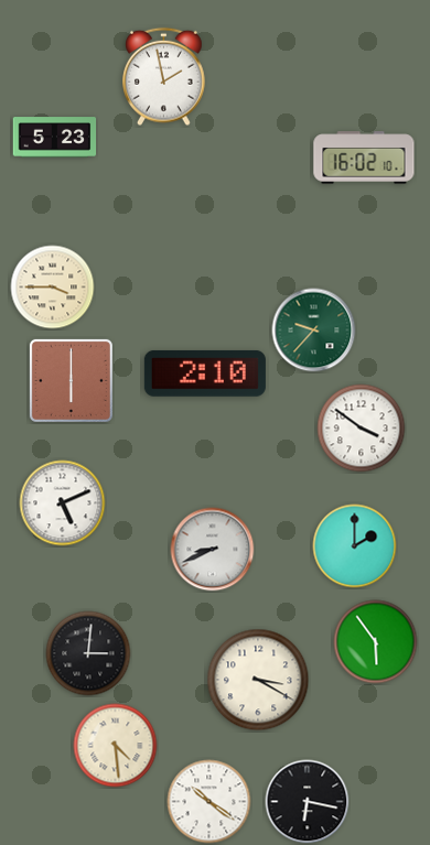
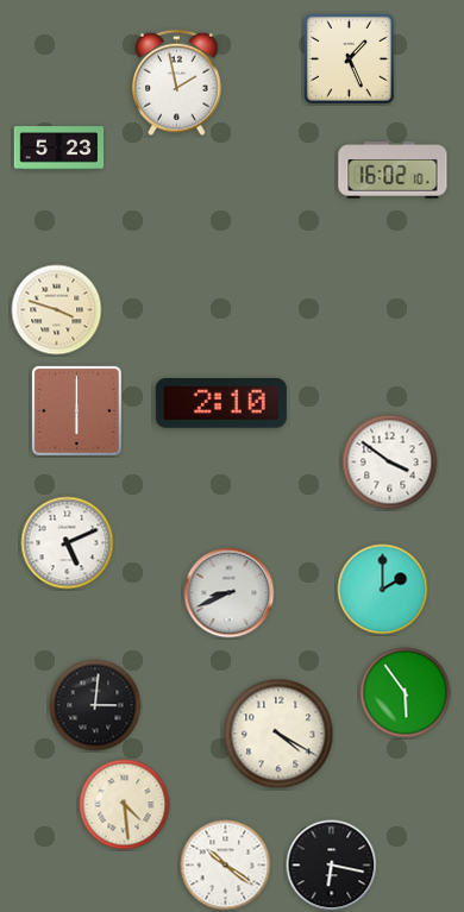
clock at (349, 58): none -> 1:26
clock at (53, 288): 3:45 -> 3:48
clock at (314, 331): 9:37 -> none
clock at (258, 680): 3:20 -> 4:20
